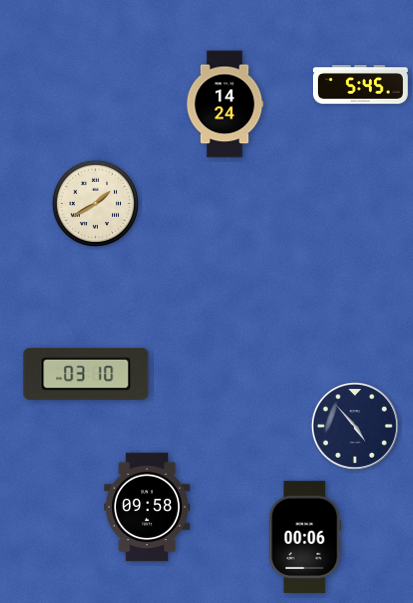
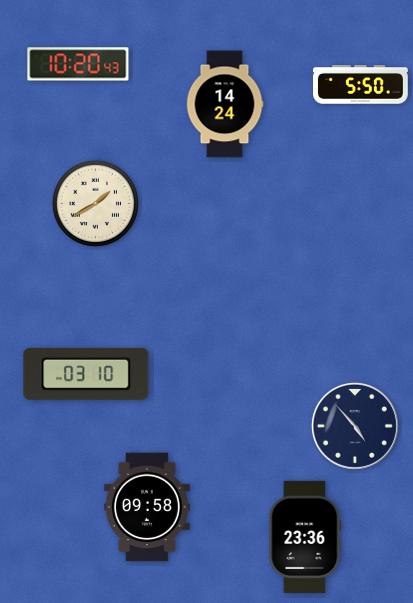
clock at (78, 64): none -> 10:20
clock at (361, 85): 5:45 -> 5:50
clock at (305, 537): 00:06 -> 23:36
